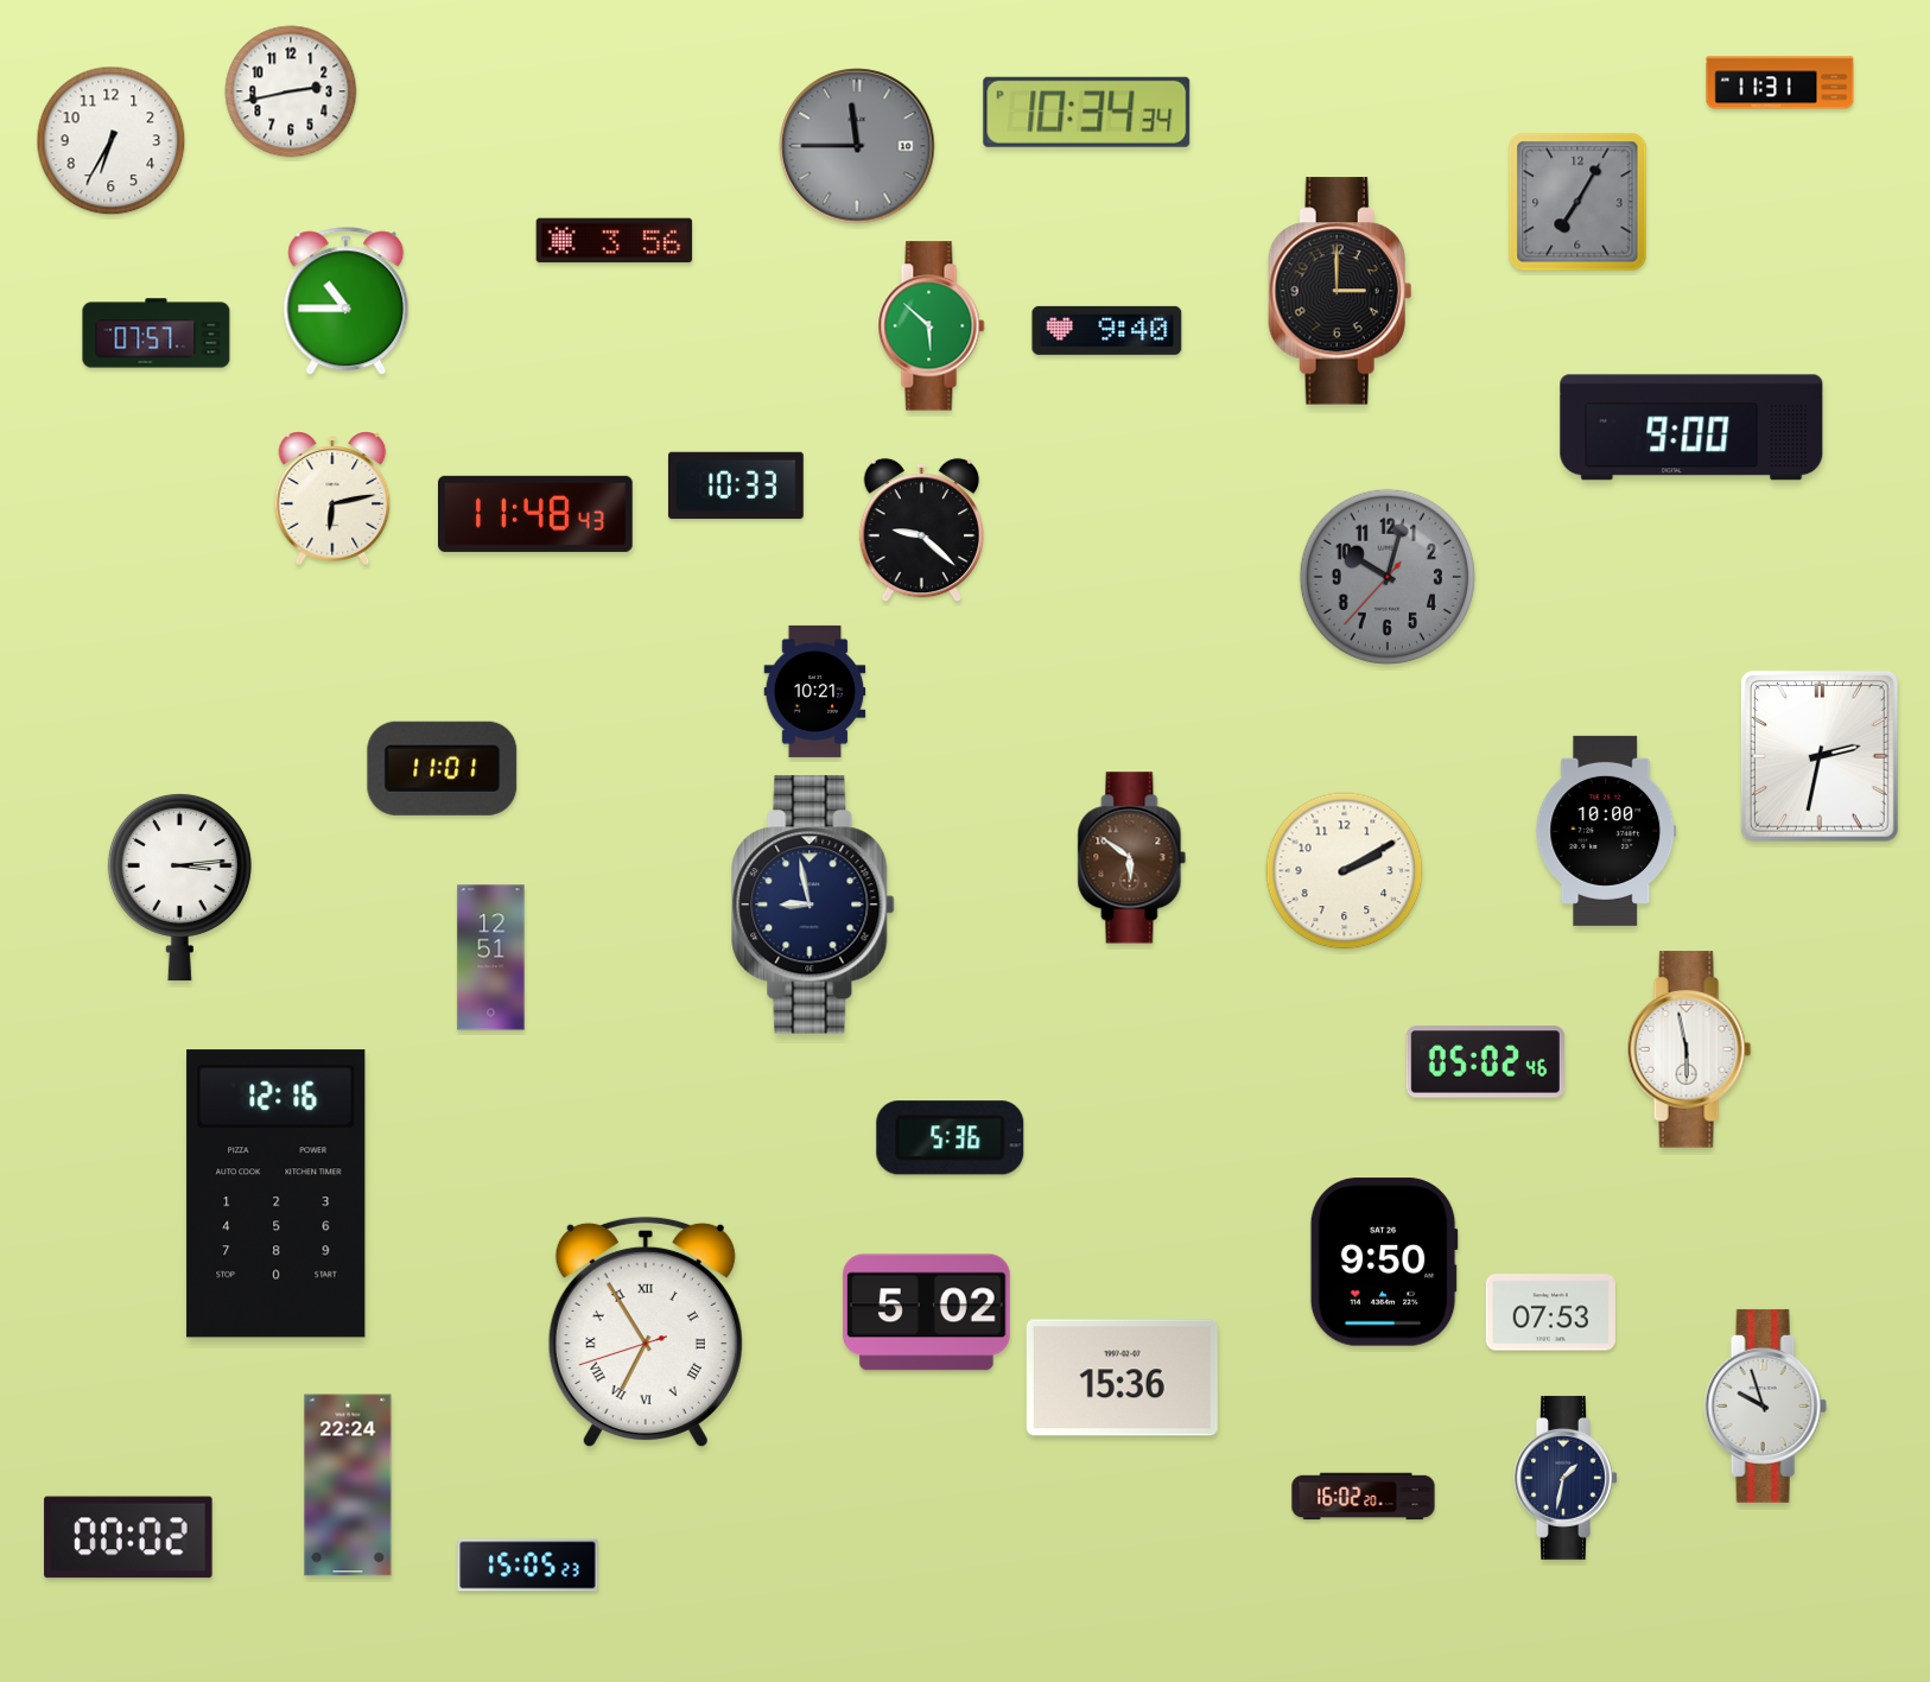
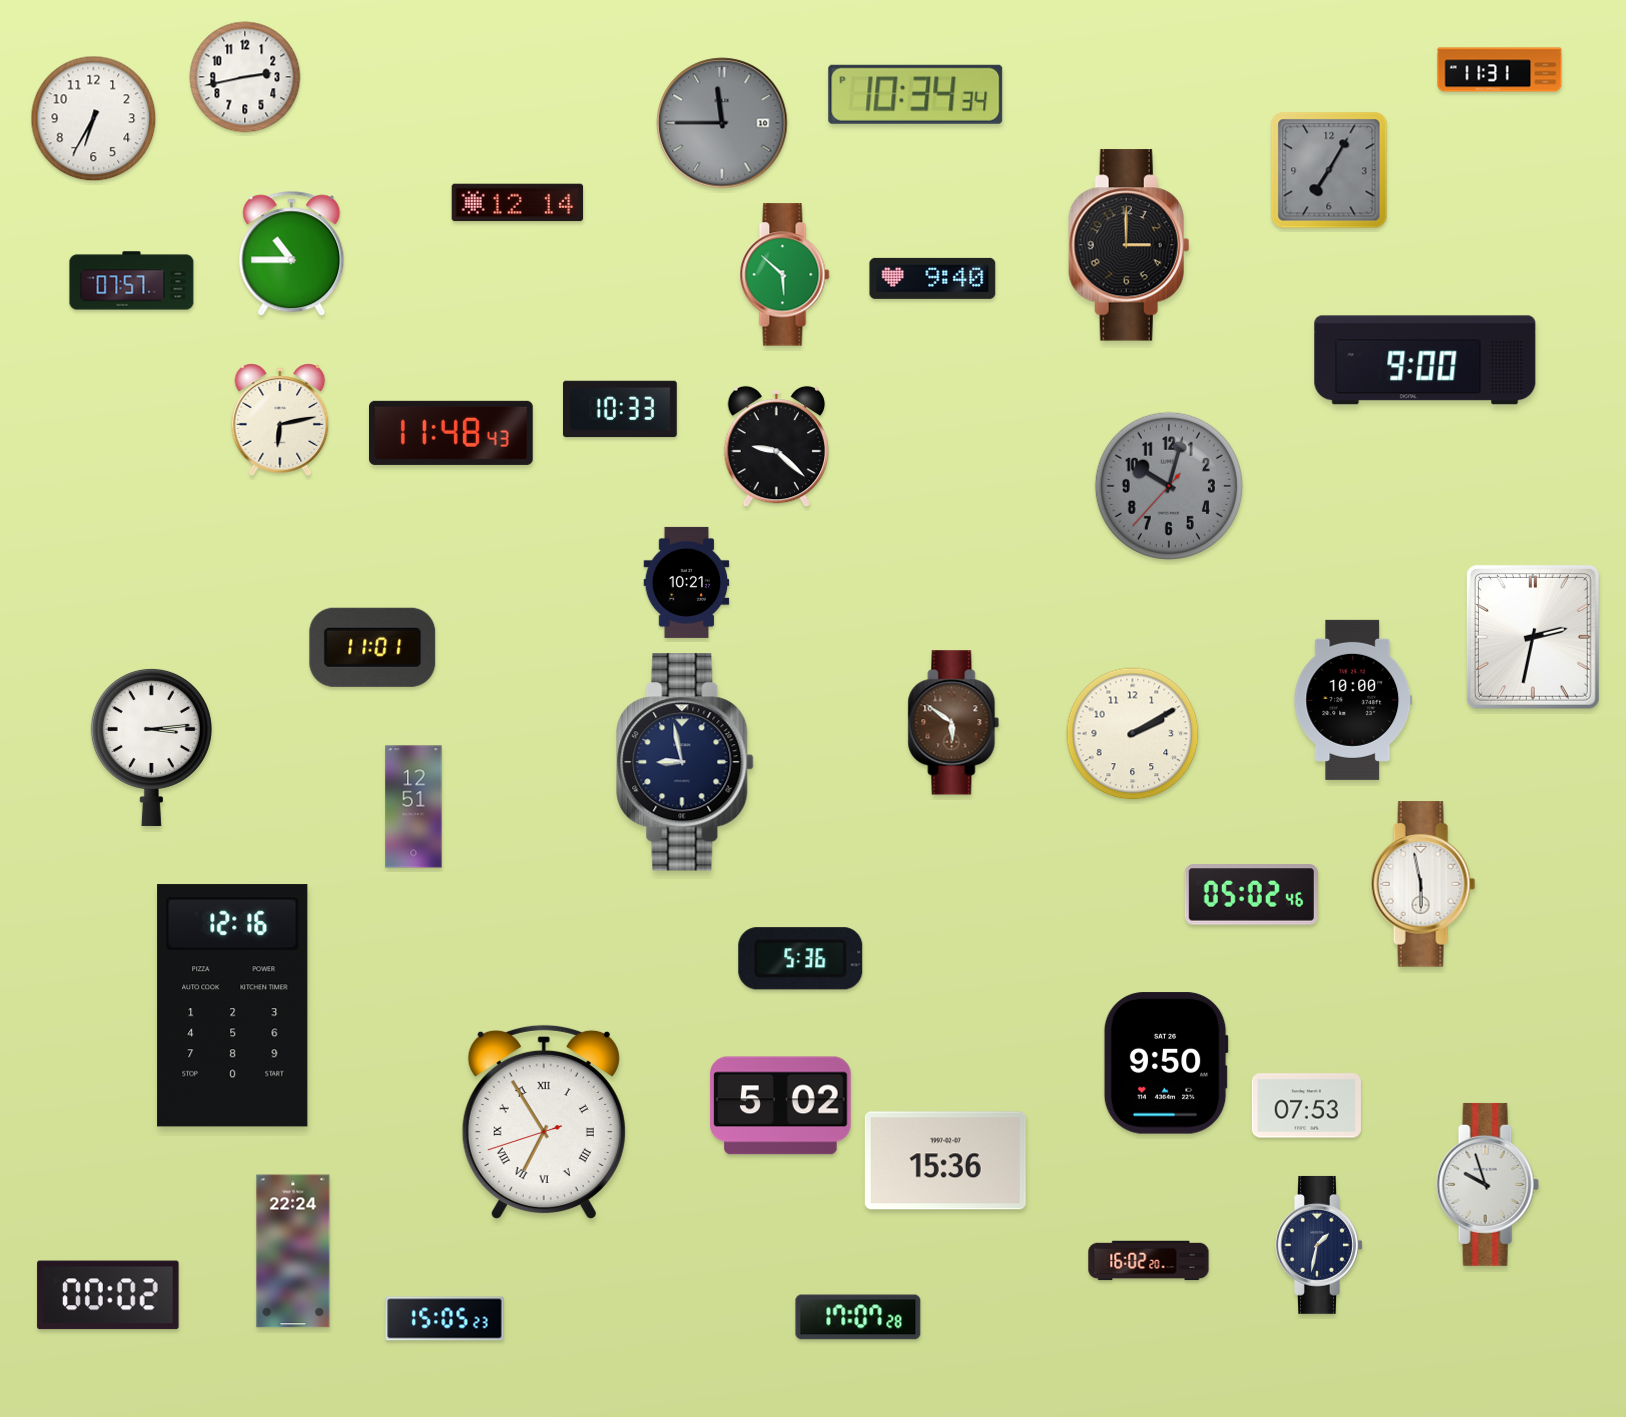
clock at (615, 241): 3:56 -> 12:14
clock at (858, 1317): none -> 17:07
